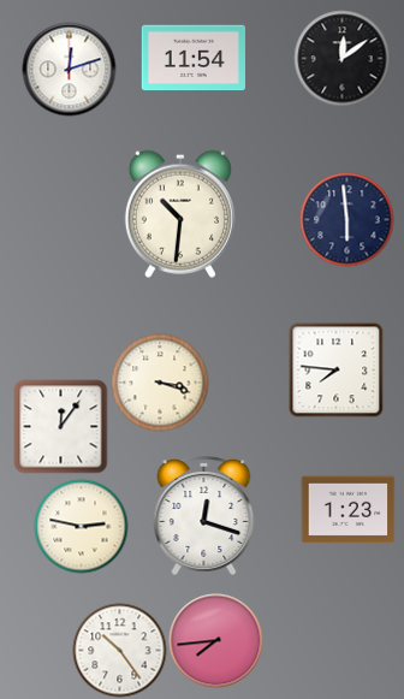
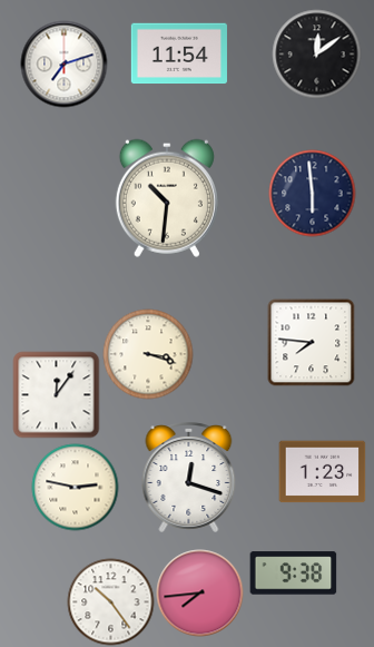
clock at (69, 69): 12:12 -> 7:12
clock at (346, 219) position: (346, 219) -> (312, 193)
clock at (293, 574): none -> 9:38
